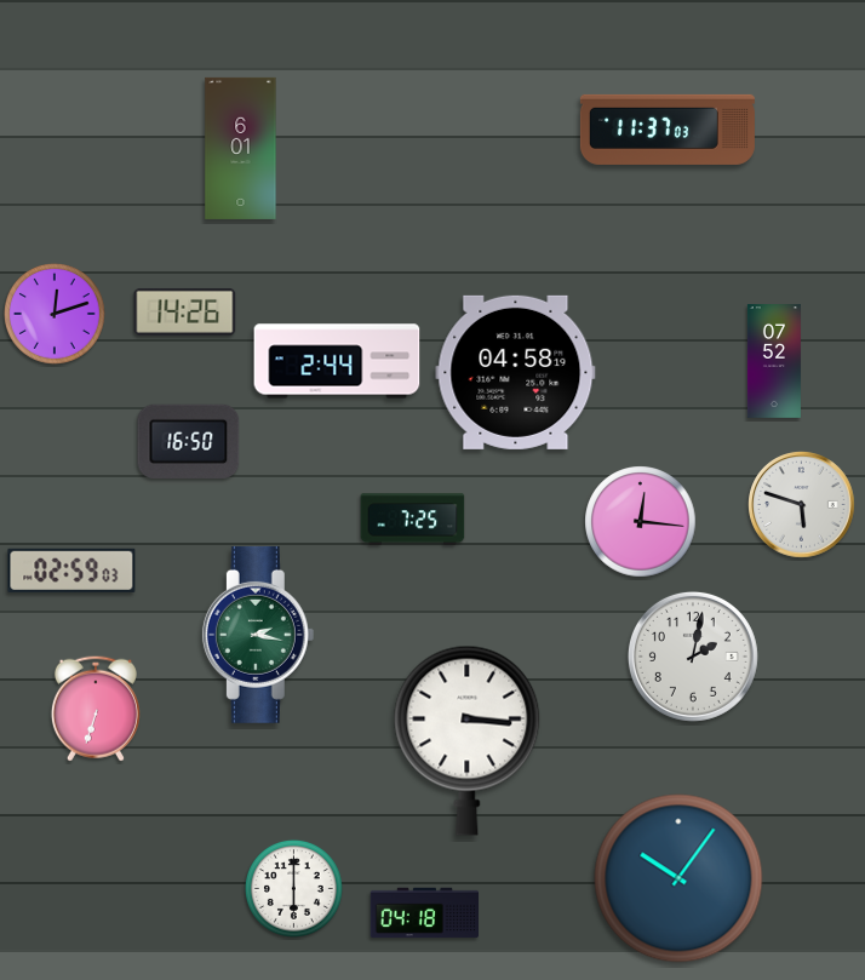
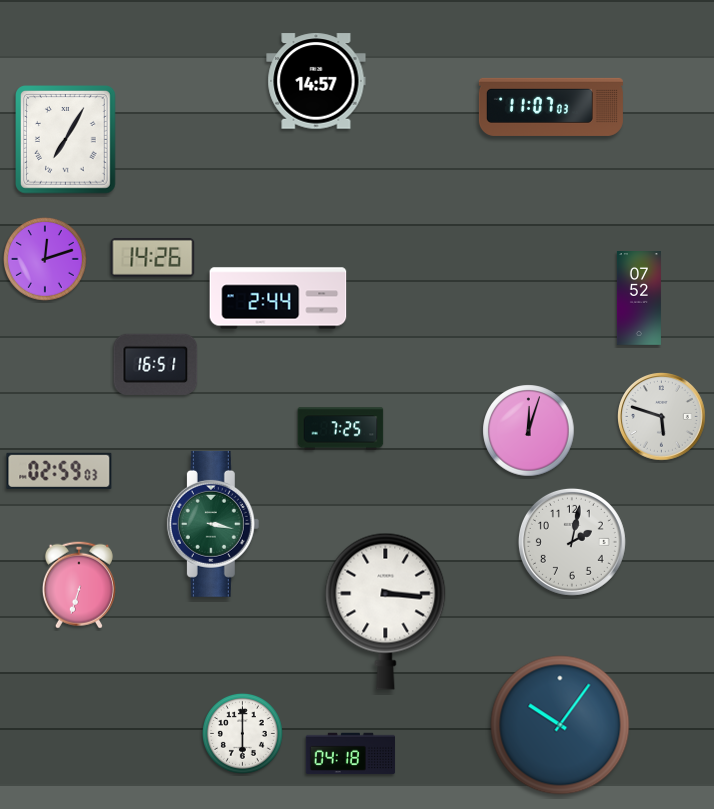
clock at (316, 81): none -> 14:57
clock at (668, 130): 11:37 -> 11:07
clock at (241, 148): 6:01 -> none
clock at (66, 140): none -> 7:05
clock at (516, 372): 04:58 -> none
clock at (189, 441): 16:50 -> 16:51
clock at (641, 522): 12:16 -> 12:03
clock at (258, 635): 2:17 -> 3:17
